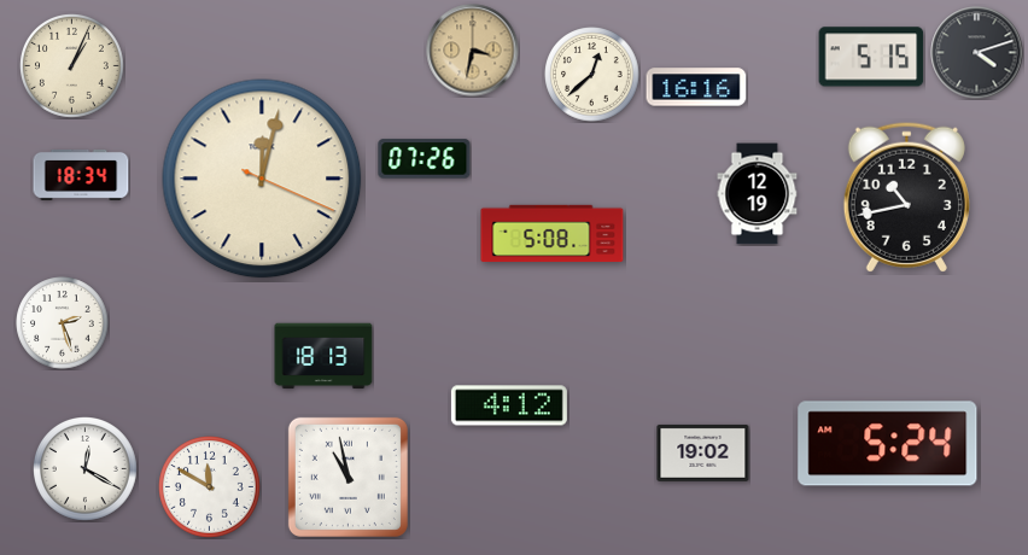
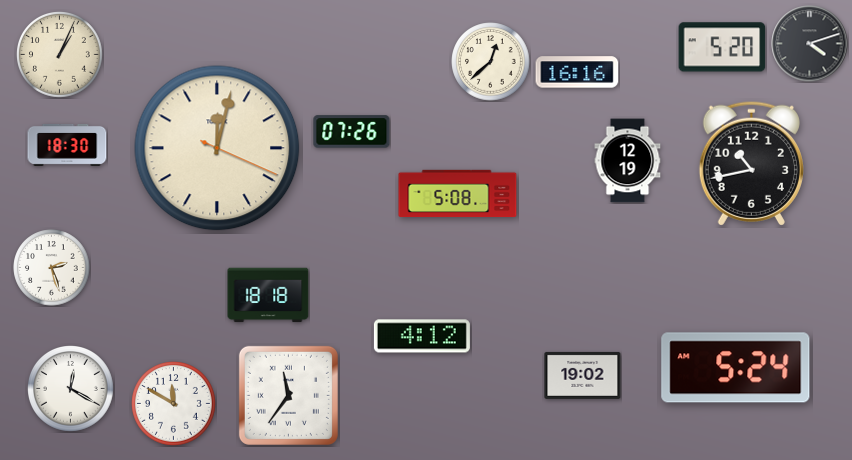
clock at (473, 51): 3:32 -> none
clock at (871, 57): 5:15 -> 5:20
clock at (81, 175): 18:34 -> 18:30
clock at (323, 356): 18:13 -> 18:18
clock at (347, 477): 10:58 -> 11:36
